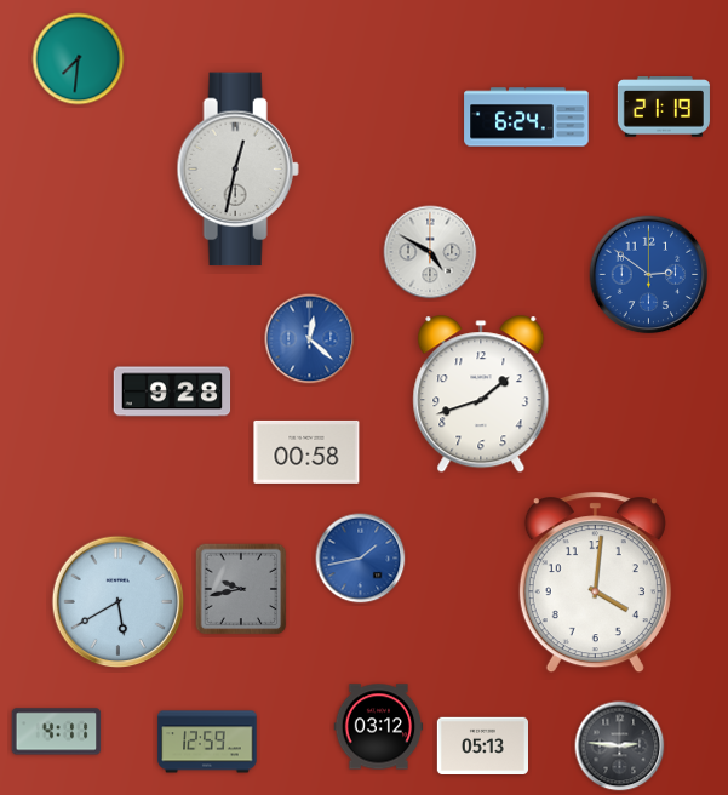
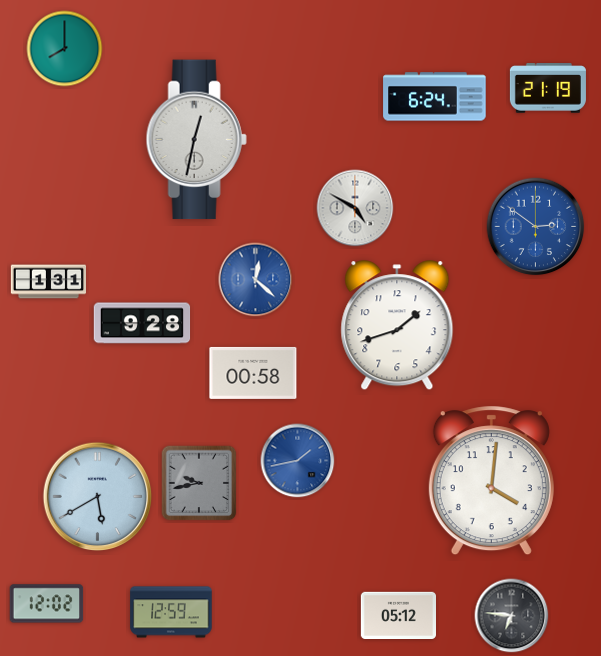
clock at (79, 59): 7:31 -> 8:00
clock at (48, 282): none -> 1:31
clock at (241, 589) position: (241, 589) -> (199, 483)
clock at (379, 727): 03:12 -> none
clock at (57, 732): 4:11 -> 12:02
clock at (482, 745): 05:13 -> 05:12
clock at (620, 747): 2:46 -> 6:46
